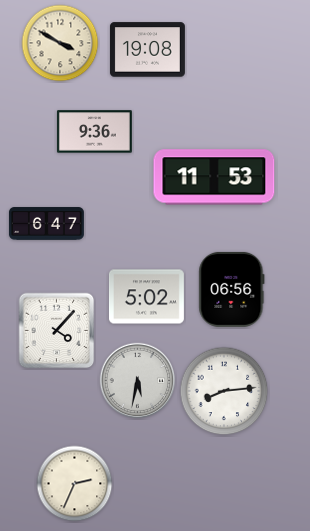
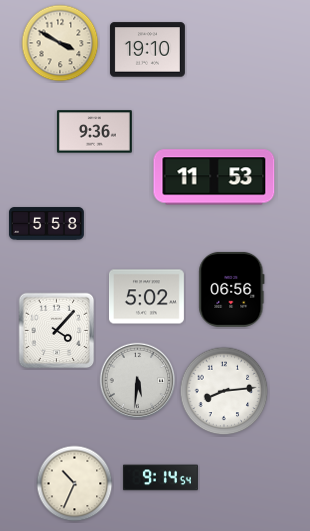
clock at (147, 50): 19:08 -> 19:10
clock at (46, 224): 6:47 -> 5:58
clock at (138, 381): 5:32 -> 5:31
clock at (160, 478): none -> 9:14
clock at (75, 484): 2:34 -> 10:34
